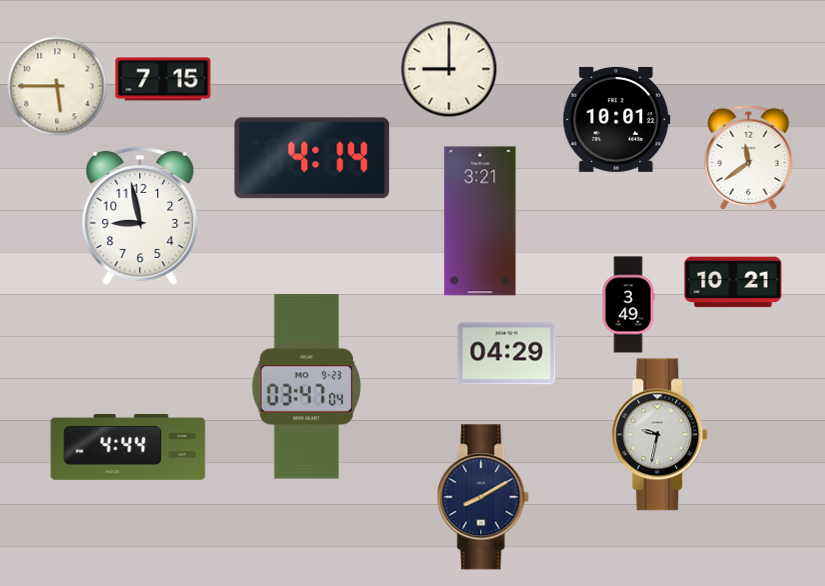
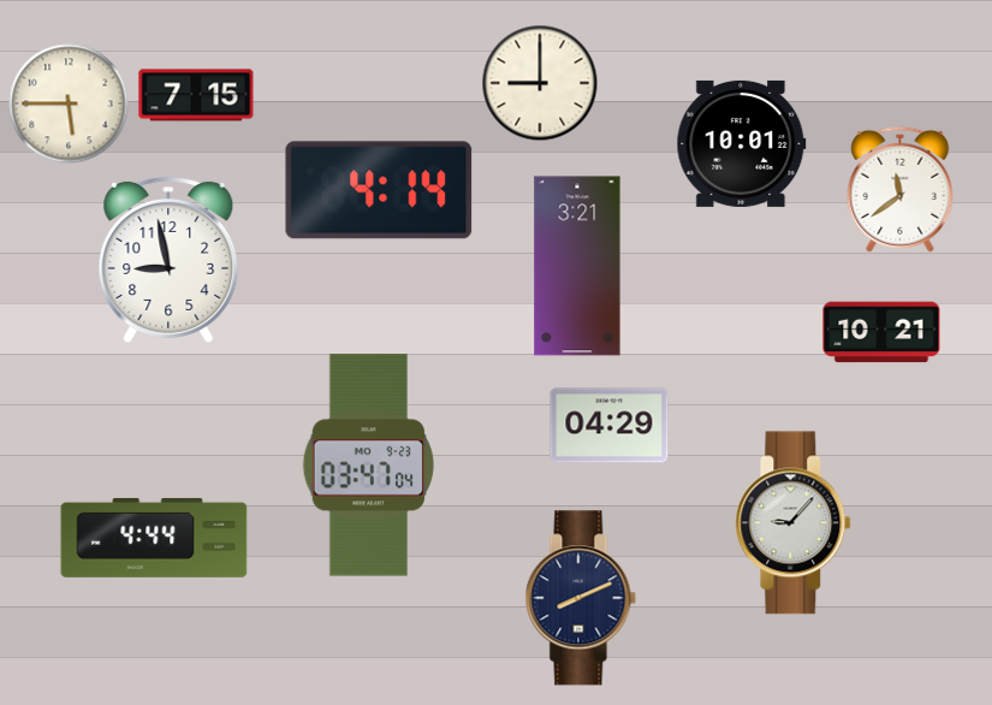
clock at (312, 158) position: (312, 158) -> (379, 190)
clock at (733, 282) position: (733, 282) -> (881, 332)
clock at (628, 305): 3:49 -> none
clock at (660, 435): 9:32 -> 9:07
clock at (483, 497): 8:10 -> 8:11
